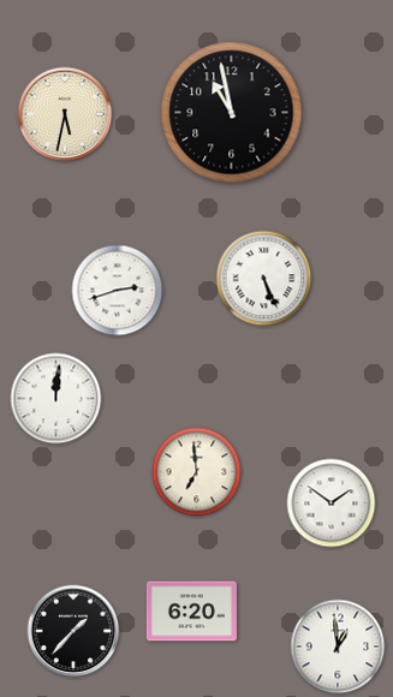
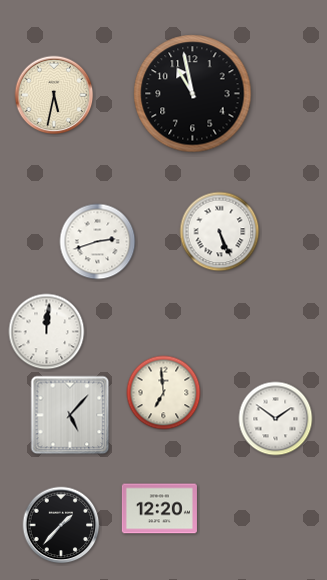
clock at (70, 415): none -> 5:07
clock at (191, 612): 6:20 -> 12:20
clock at (338, 647): 12:59 -> none
